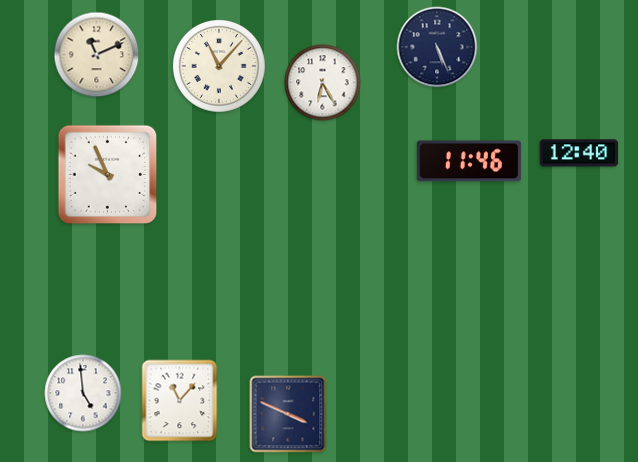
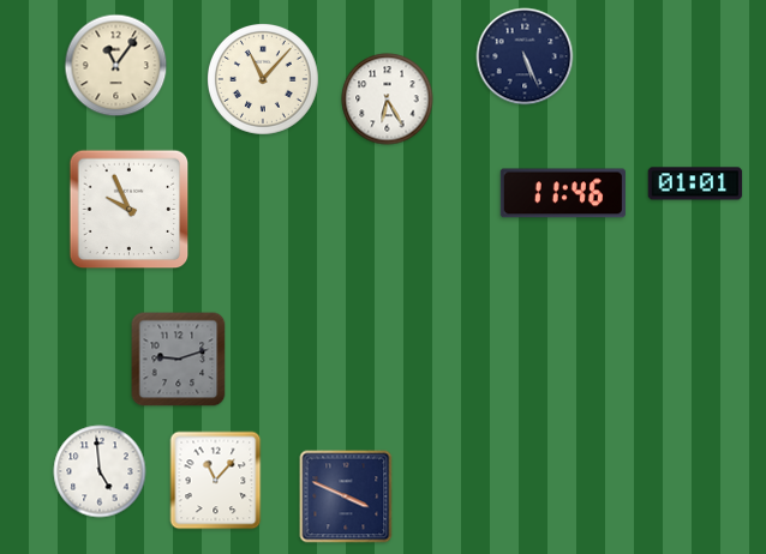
clock at (97, 55): 11:11 -> 11:06
clock at (579, 153): 12:40 -> 01:01
clock at (179, 360): none -> 9:12
